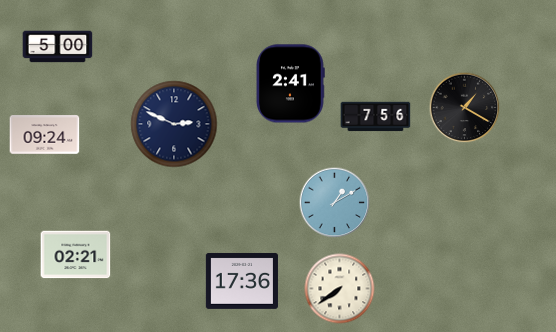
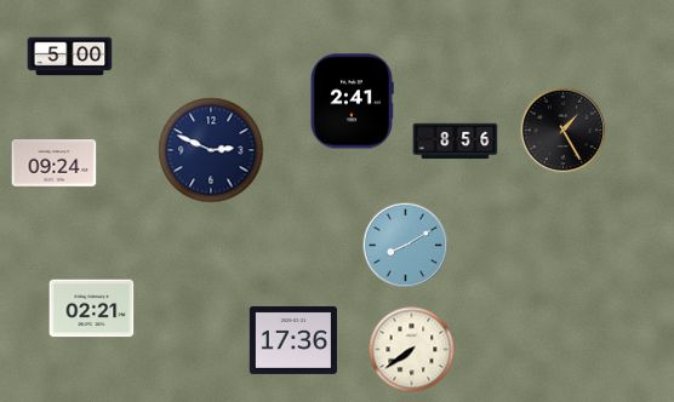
clock at (465, 108): 1:20 -> 1:25
clock at (376, 117): 7:56 -> 8:56
clock at (335, 203): 1:10 -> 8:10
